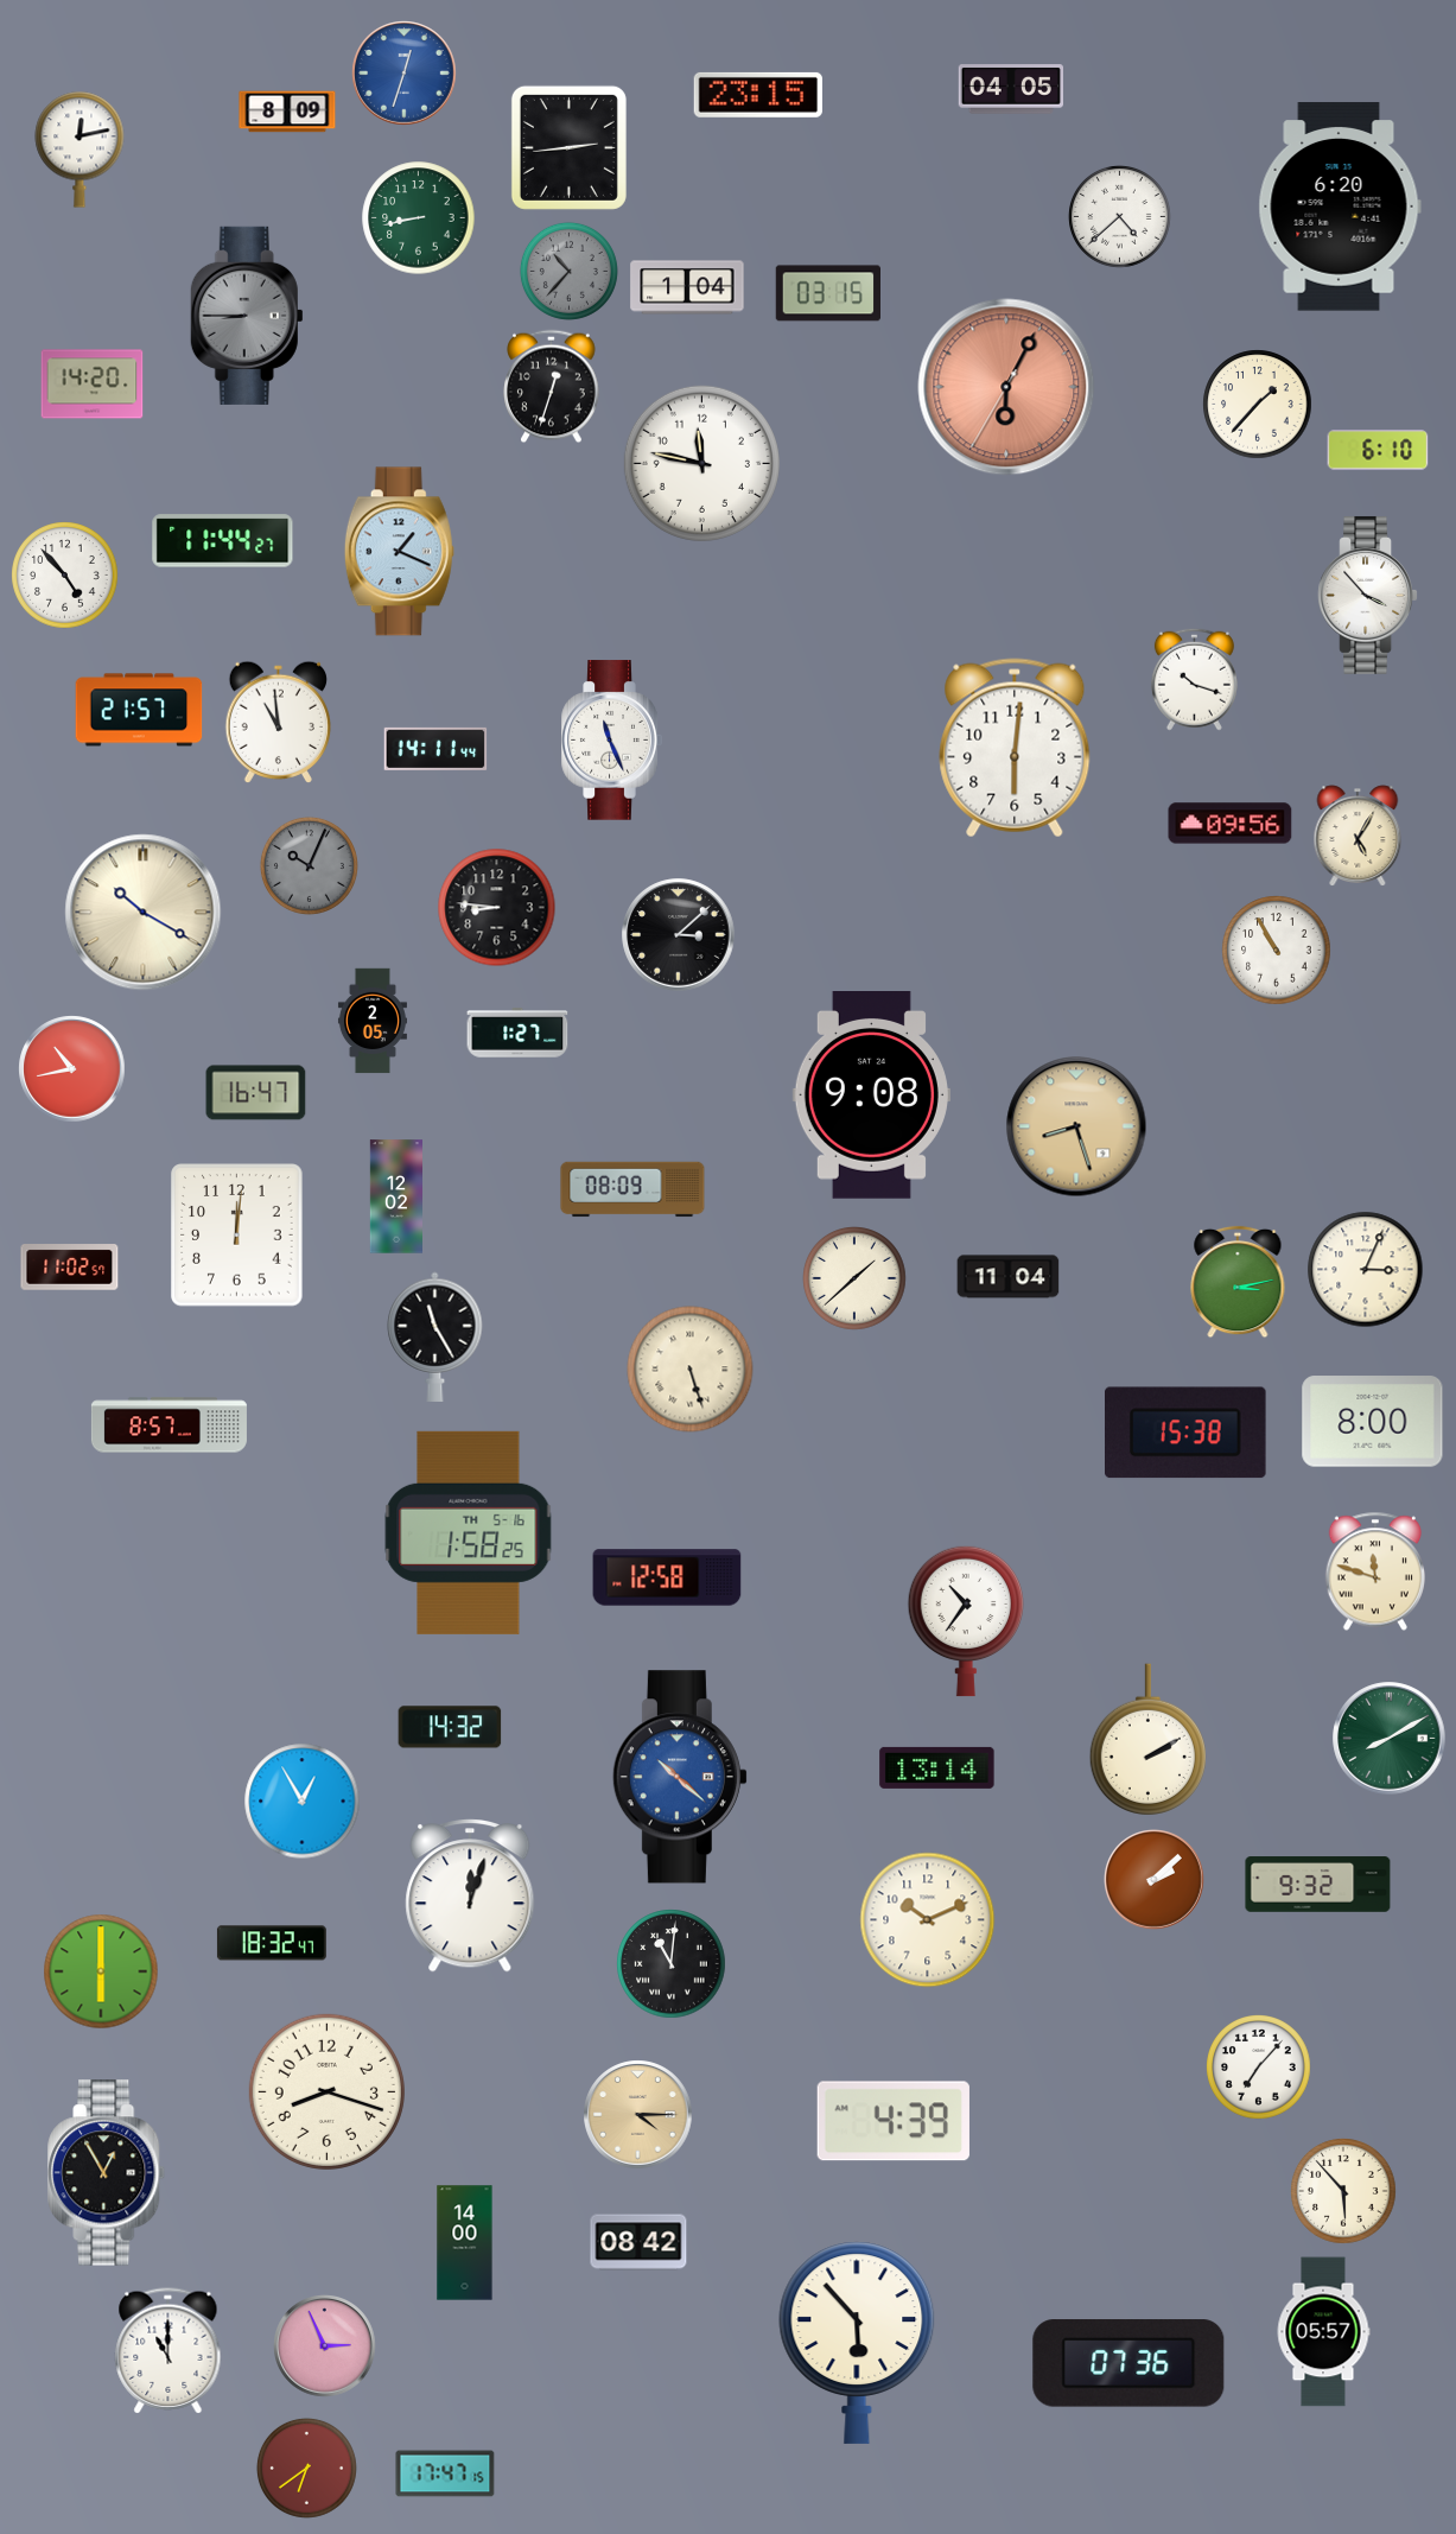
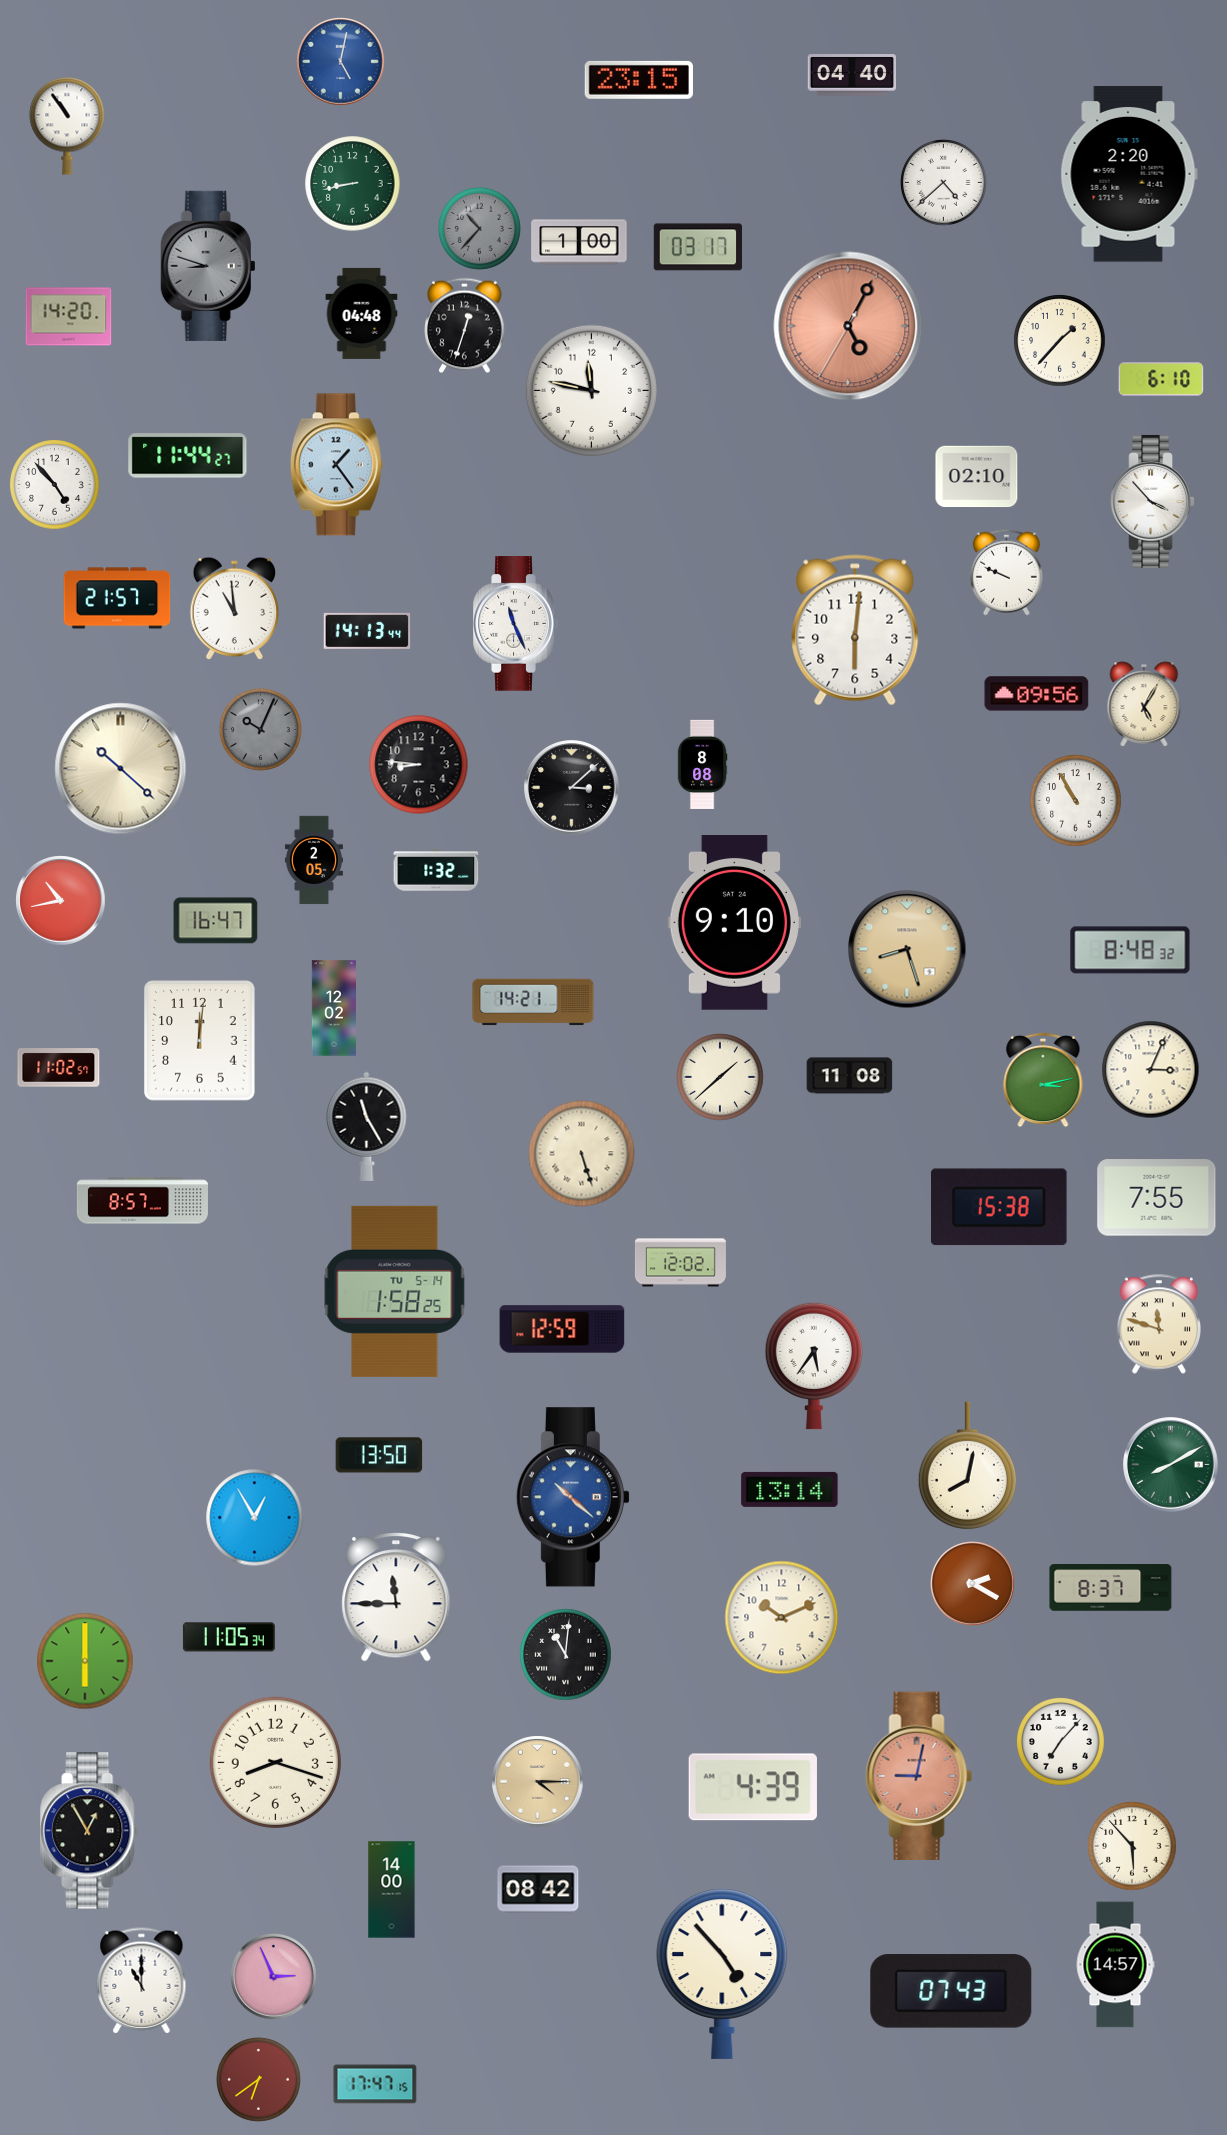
clock at (405, 74): 12:33 -> 5:02
clock at (1010, 89): 04:05 -> 04:40
clock at (287, 112): 8:09 -> none
clock at (568, 147): 2:44 -> none
clock at (80, 150): 12:13 -> 10:54
clock at (1340, 207): 6:20 -> 2:20
clock at (687, 287): 1:04 -> 1:00
clock at (827, 293): 03:15 -> 03:17
clock at (247, 316): 8:45 -> 8:48
clock at (362, 313): none -> 04:48
clock at (93, 385) position: (93, 385) -> (69, 317)
clock at (1006, 387): 6:04 -> 5:04
clock at (399, 552): 1:19 -> 1:24
clock at (977, 477): none -> 02:10
clock at (1194, 679): 10:18 -> 9:49
clock at (435, 749): 14:11 -> 14:13
clock at (702, 764): none -> 8:08
clock at (144, 913): 10:20 -> 10:22
clock at (517, 1033): 1:27 -> 1:32
clock at (871, 1095): 9:08 -> 9:10
clock at (1130, 950): none -> 8:48
clock at (632, 1189): 08:09 -> 14:21
clock at (1009, 1277): 11:04 -> 11:08
clock at (1373, 1422): 8:00 -> 7:55
clock at (680, 1263): none -> 12:02
clock at (469, 1532) date: TH 5-16 -> TU 5-14
clock at (667, 1577): 12:58 -> 12:59
clock at (965, 1621): 10:36 -> 5:36
clock at (450, 1727): 14:32 -> 13:50
clock at (1147, 1740): 2:10 -> 8:02
clock at (1155, 1880): 2:08 -> 2:20
clock at (1318, 1885): 9:32 -> 8:37
clock at (470, 1897): 12:03 -> 11:45
clock at (272, 1943): 18:32 -> 11:05
clock at (919, 1775): none -> 9:02
clock at (1323, 2332): 05:57 -> 14:57
clock at (857, 2343): 5:53 -> 4:53
clock at (1128, 2363): 07:36 -> 07:43
